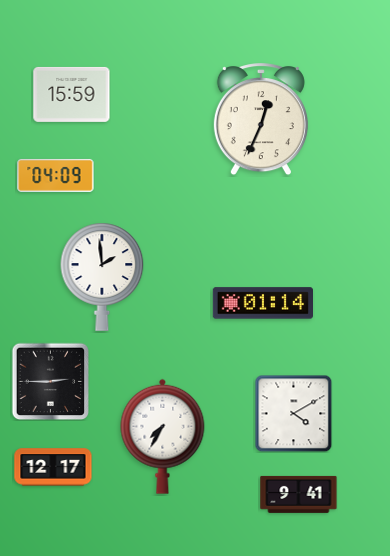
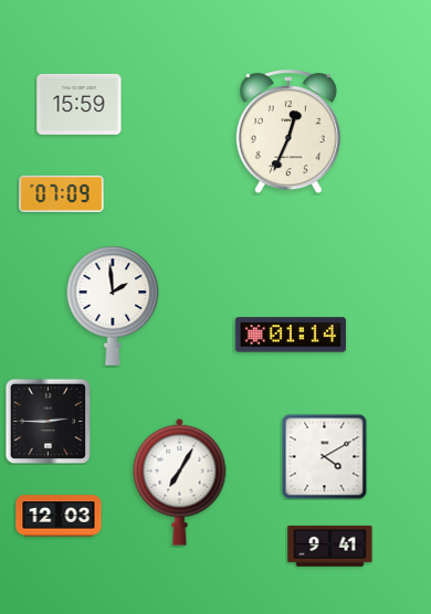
clock at (56, 175): 04:09 -> 07:09
clock at (50, 381) position: (50, 381) -> (48, 421)
clock at (163, 436): 7:35 -> 7:05
clock at (53, 467): 12:17 -> 12:03
